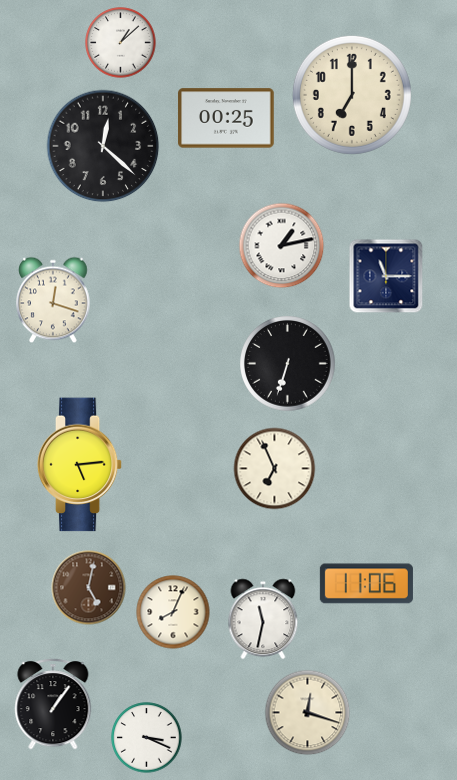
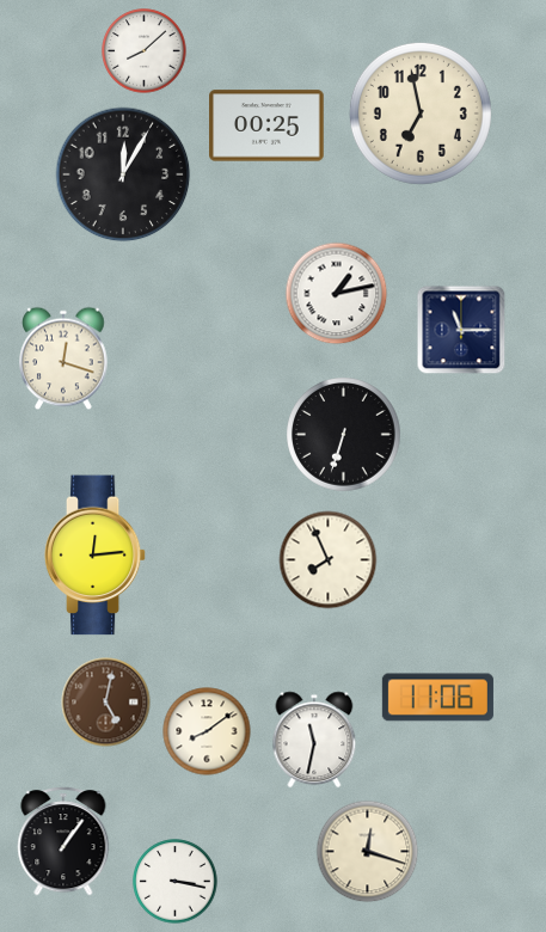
clock at (121, 43): 1:08 -> 8:08
clock at (352, 95): 7:00 -> 6:58
clock at (226, 118) position: (226, 118) -> (266, 125)
clock at (103, 146): 12:22 -> 12:05
clock at (80, 465): 5:14 -> 12:14
clock at (275, 469): 6:56 -> 7:56
clock at (173, 612): 8:04 -> 8:09
clock at (147, 738): 3:19 -> 3:17
